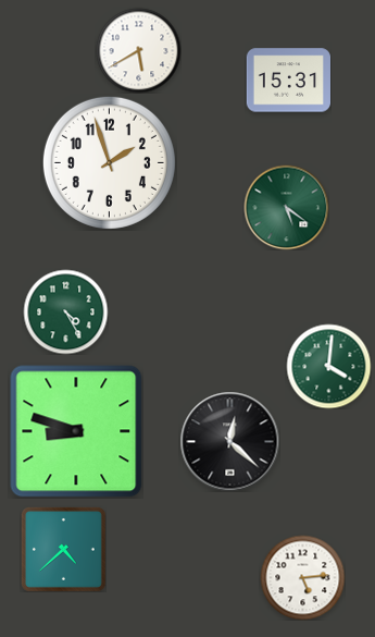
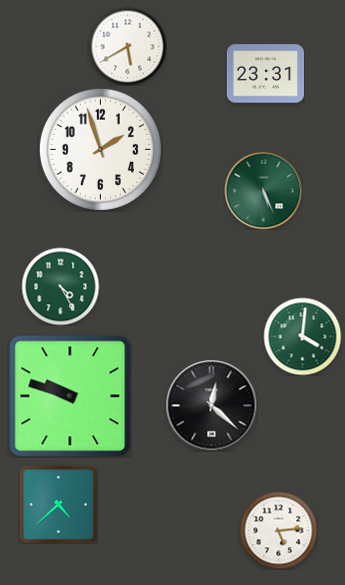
clock at (288, 81): 15:31 -> 23:31
clock at (286, 207): 5:21 -> 5:26
clock at (76, 431): 8:48 -> 9:48
